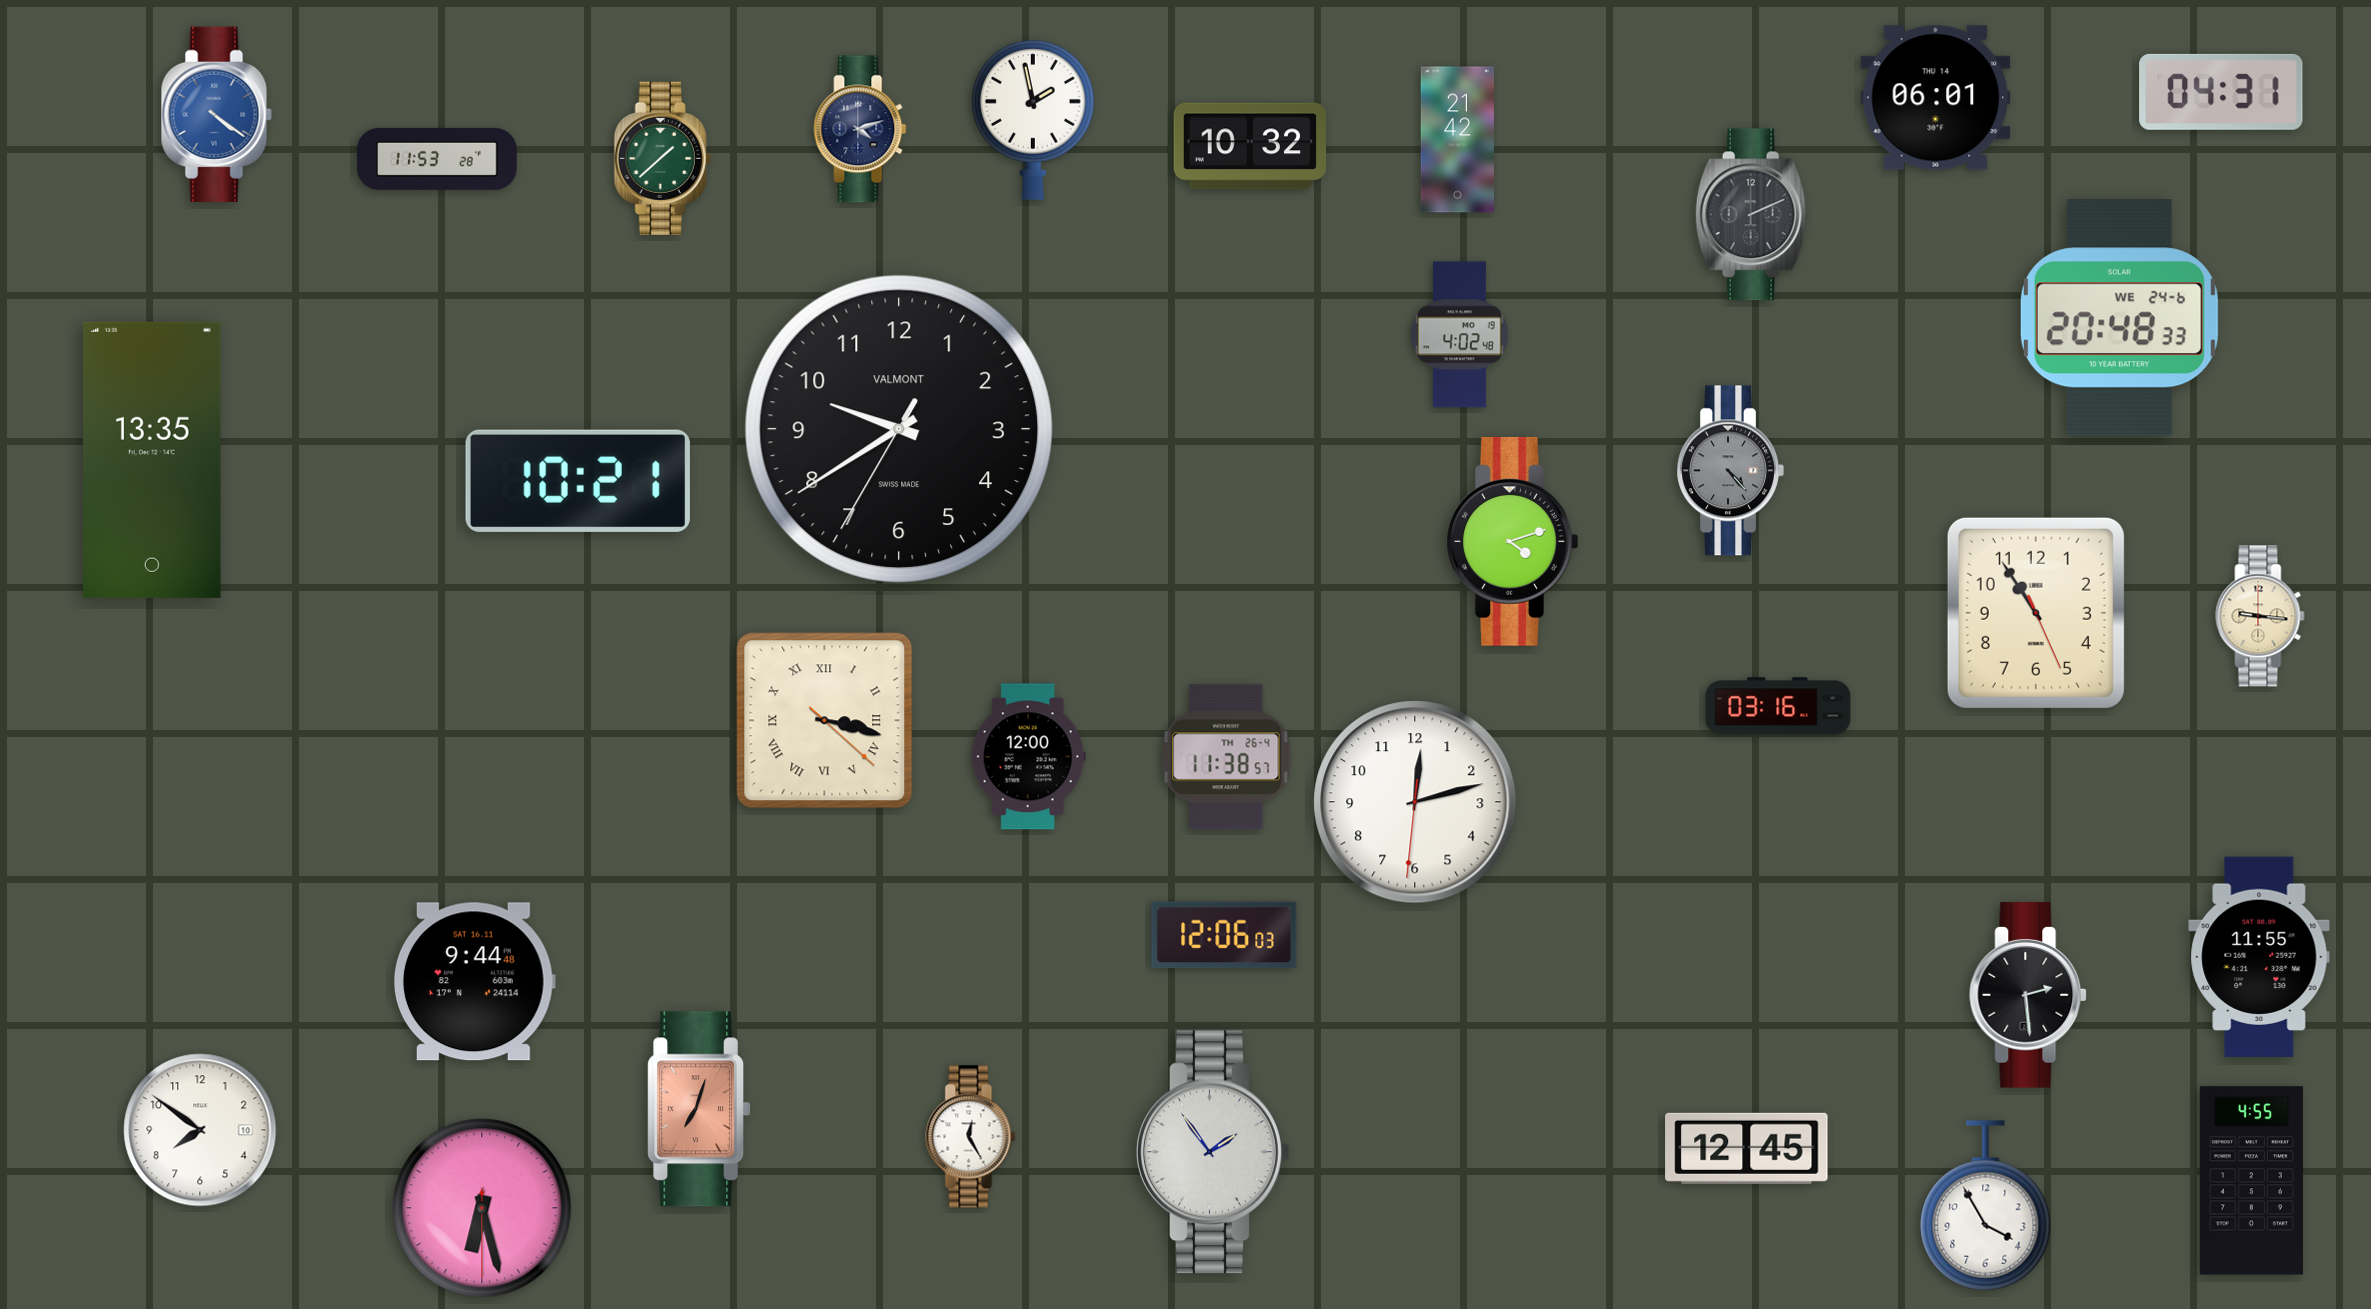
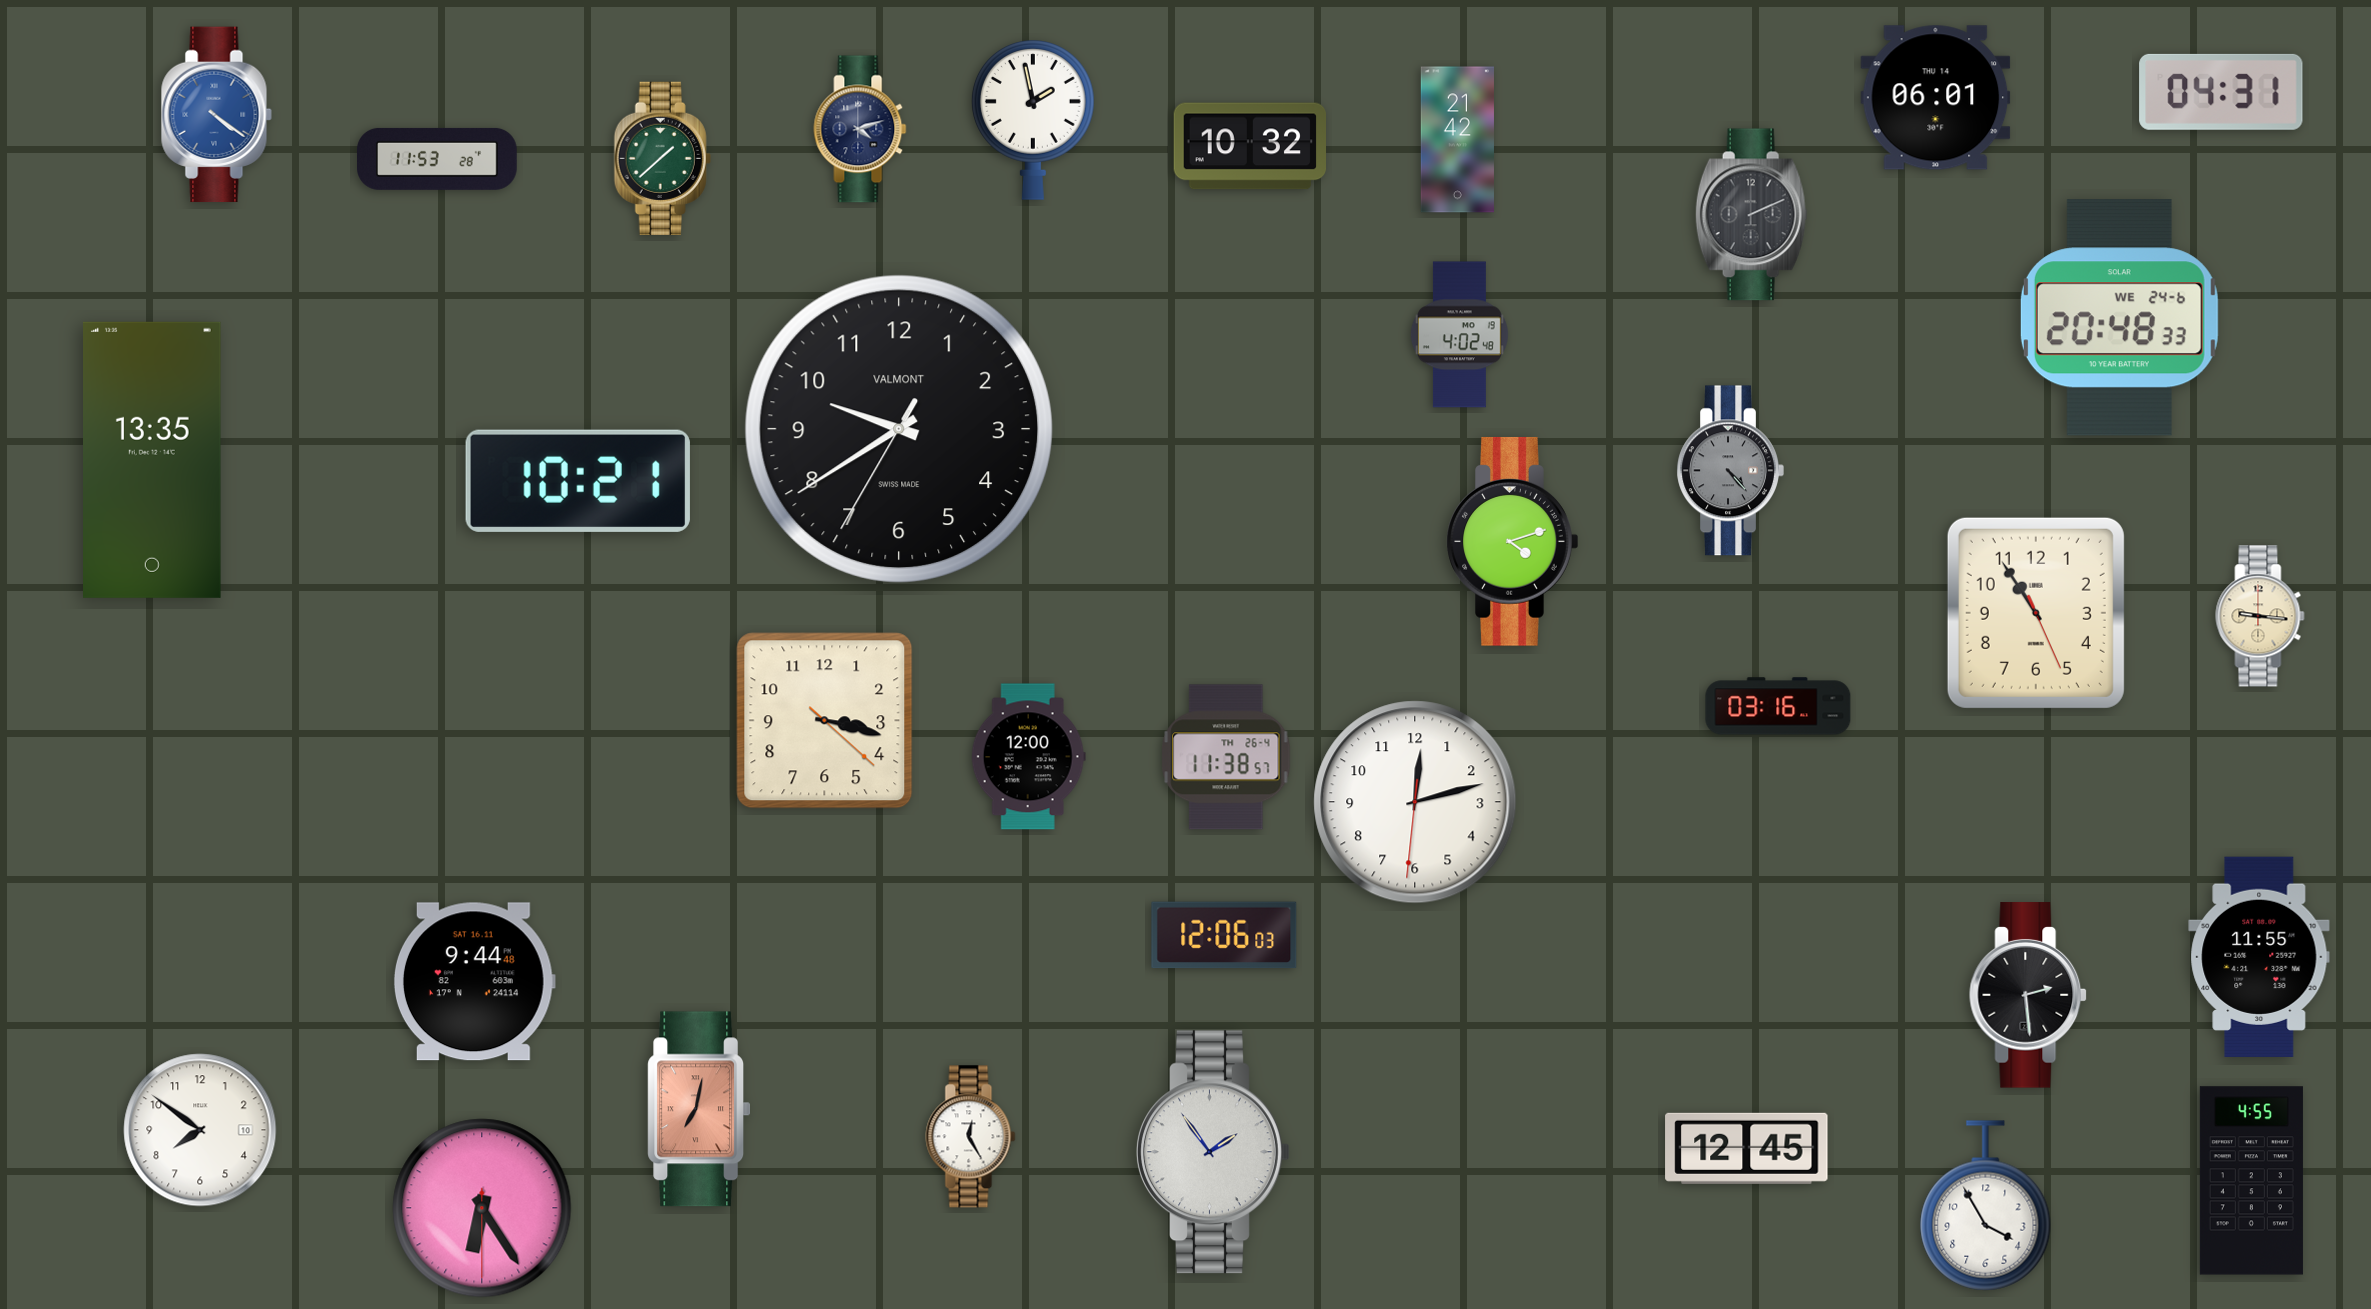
clock at (825, 721) numerals: Roman -> Arabic
clock at (698, 1109): 7:03 -> 7:02
clock at (482, 1208): 6:27 -> 6:24
